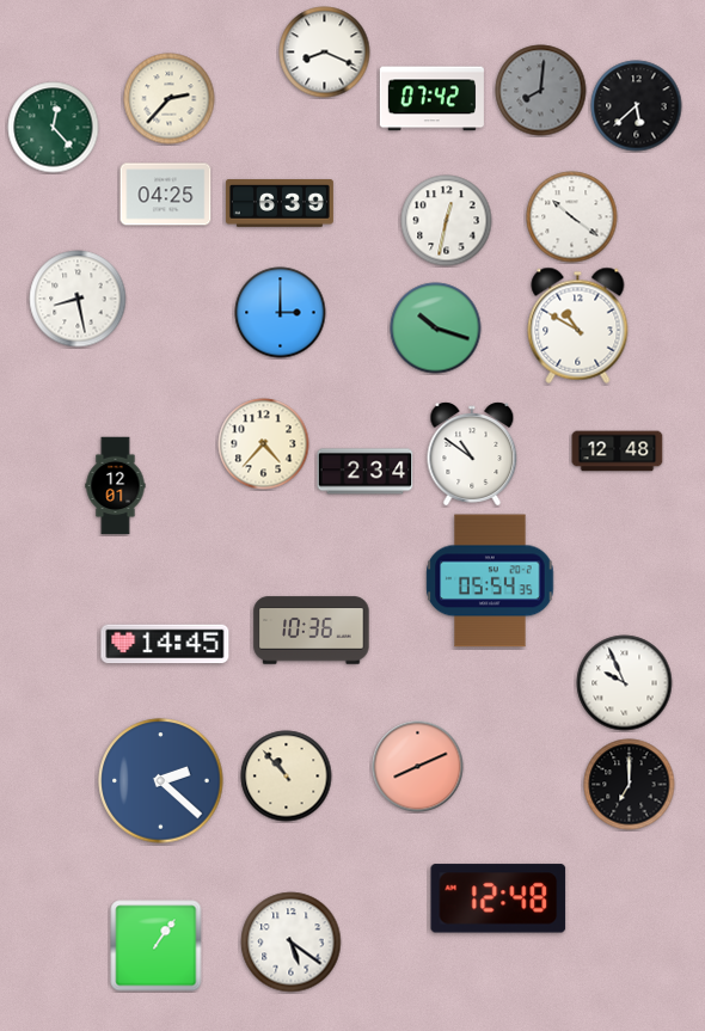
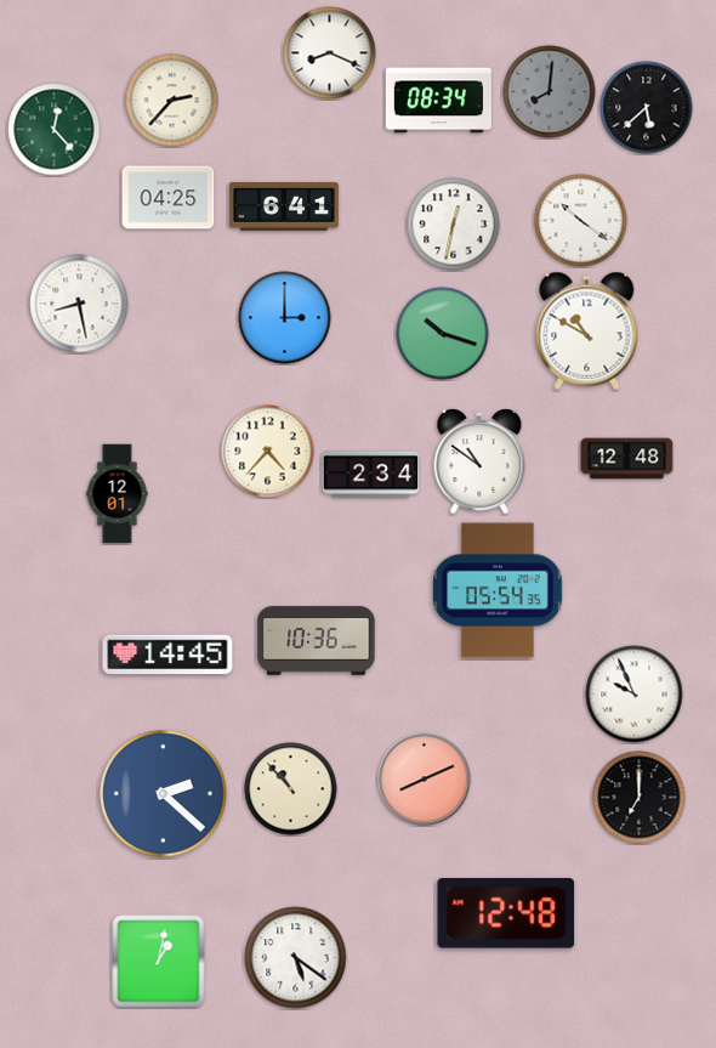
clock at (431, 99): 07:42 -> 08:34
clock at (280, 204): 6:39 -> 6:41
clock at (366, 472) position: (366, 472) -> (371, 475)
clock at (157, 946): 1:06 -> 1:02
